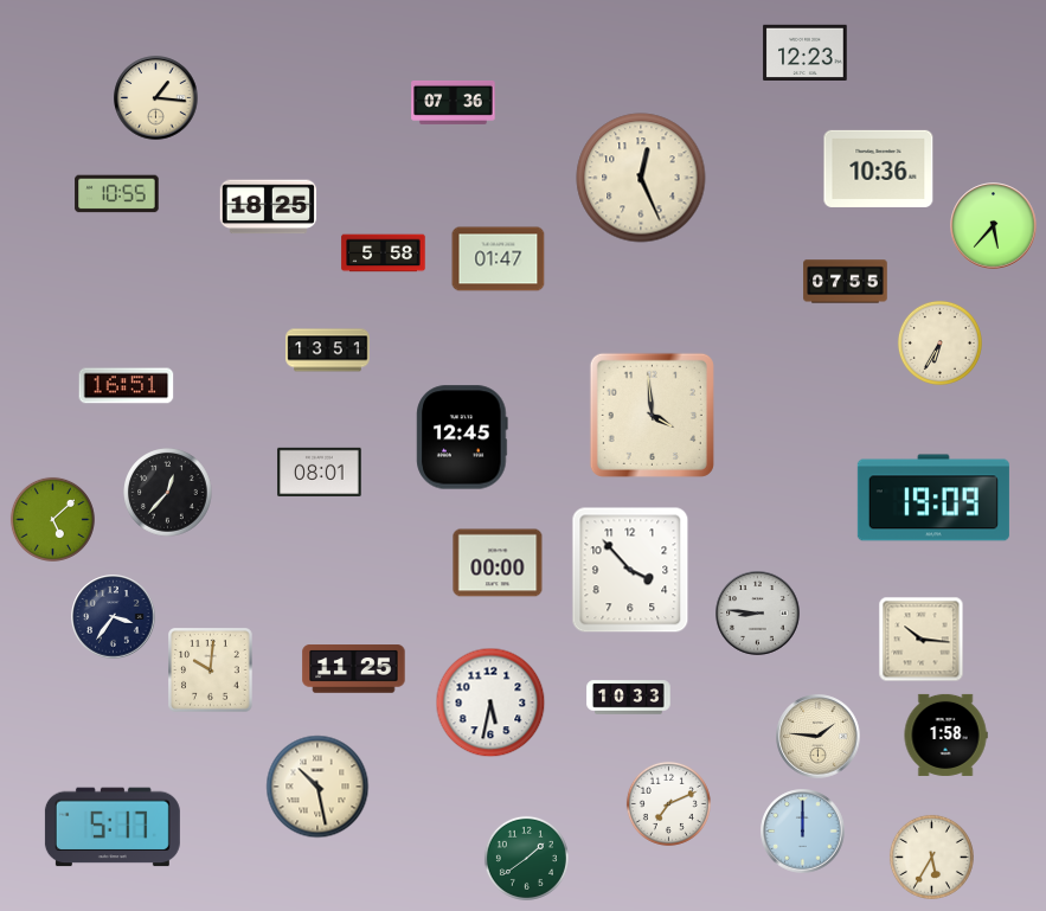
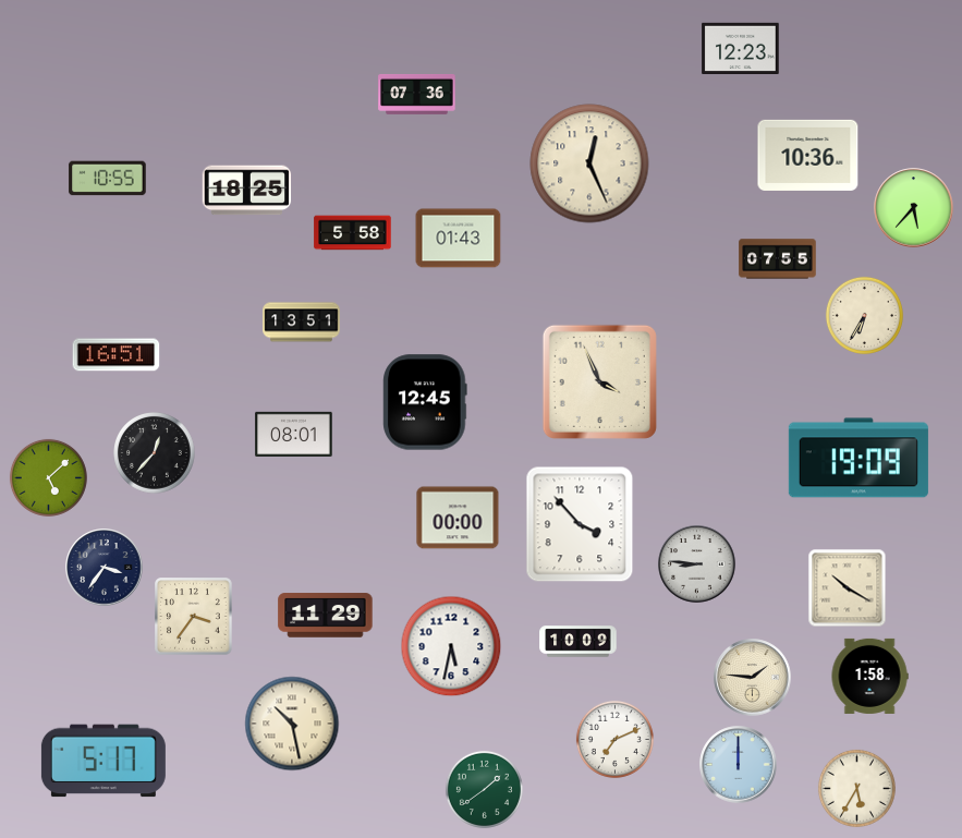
clock at (156, 98): 1:16 -> none
clock at (499, 259): 01:47 -> 01:43
clock at (652, 415): 3:59 -> 3:56
clock at (922, 640): 10:16 -> 10:20
clock at (354, 669): 11:25 -> 11:29
clock at (211, 671): 10:01 -> 3:36
clock at (629, 698): 10:33 -> 10:09
